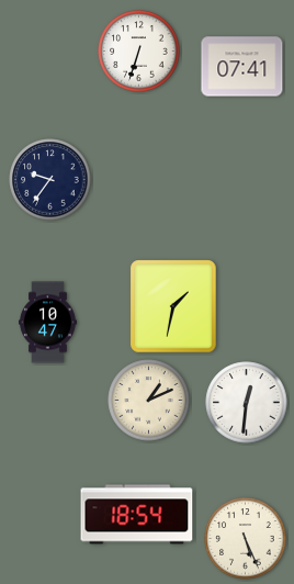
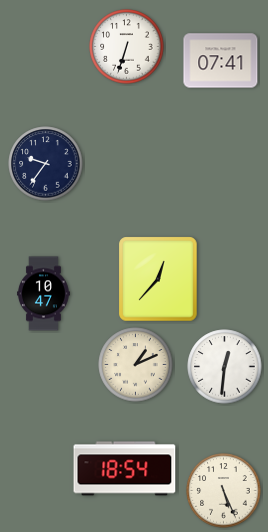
clock at (173, 306): 1:32 -> 12:37
